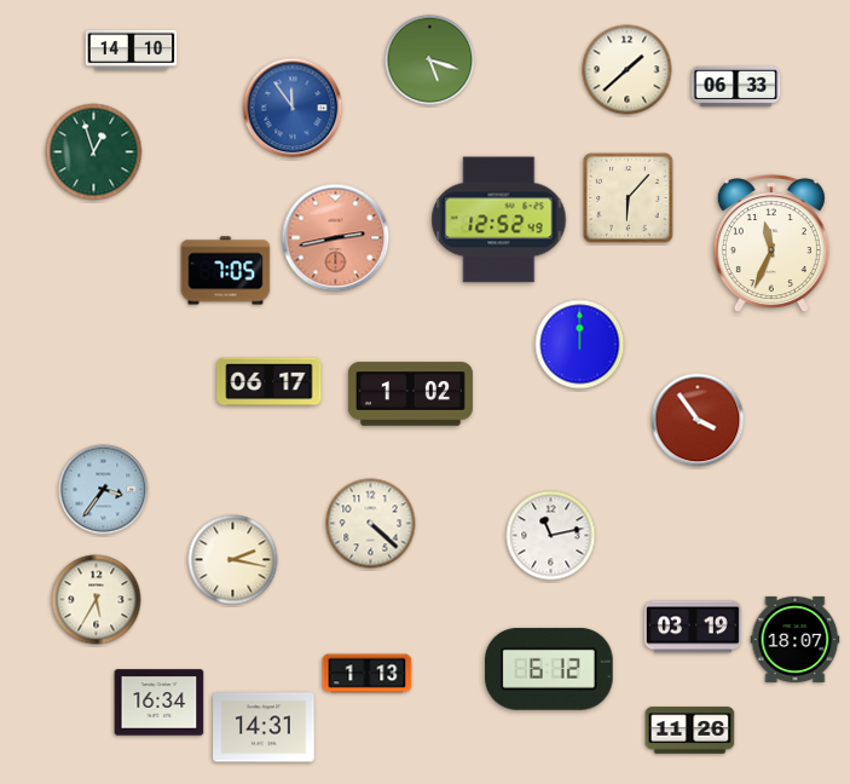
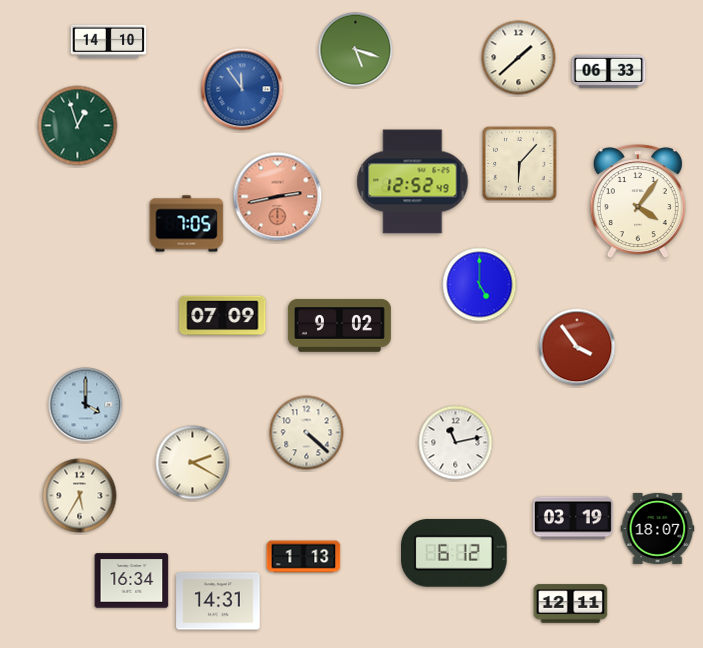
clock at (771, 244): 11:34 -> 4:06
clock at (580, 345): 12:00 -> 5:00
clock at (270, 382): 06:17 -> 07:09
clock at (410, 394): 1:02 -> 9:02
clock at (104, 490): 3:36 -> 4:00
clock at (233, 560): 2:17 -> 2:20
clock at (690, 731): 11:26 -> 12:11
